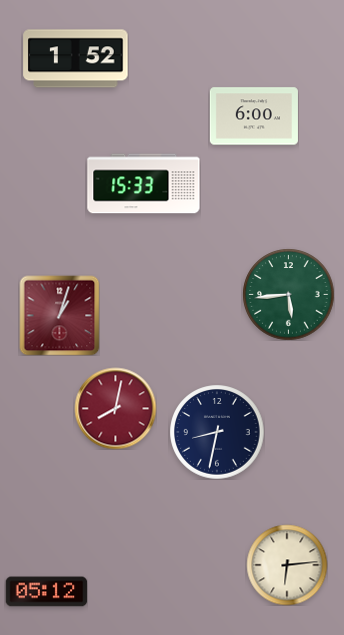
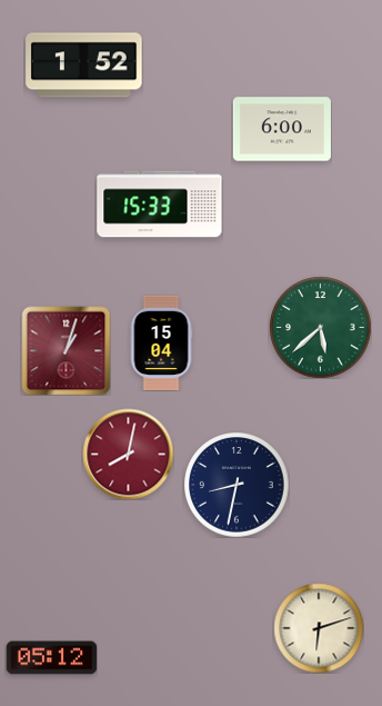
clock at (288, 294): 5:44 -> 5:38
clock at (161, 342): none -> 15:04
clock at (217, 432) position: (217, 432) -> (237, 485)
clock at (287, 565): 6:14 -> 6:12
